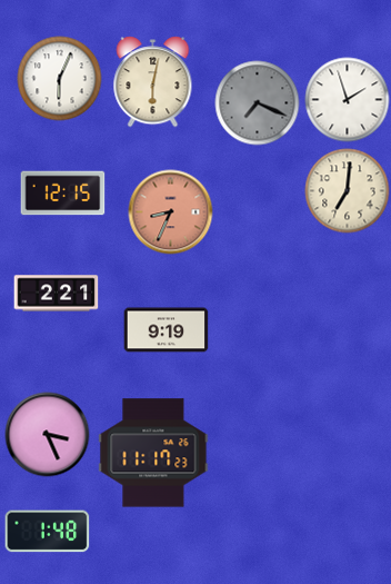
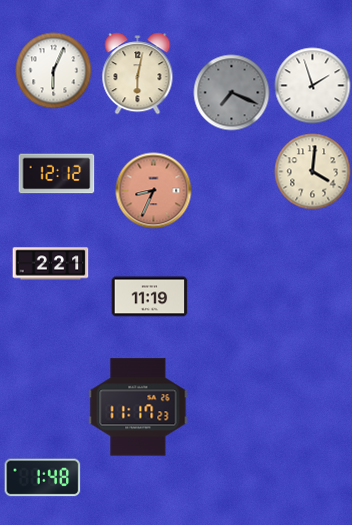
clock at (348, 100) position: (348, 100) -> (313, 86)
clock at (348, 191): 7:01 -> 4:01
clock at (63, 194): 12:15 -> 12:12
clock at (167, 330): 9:19 -> 11:19
clock at (48, 435): 3:26 -> none
